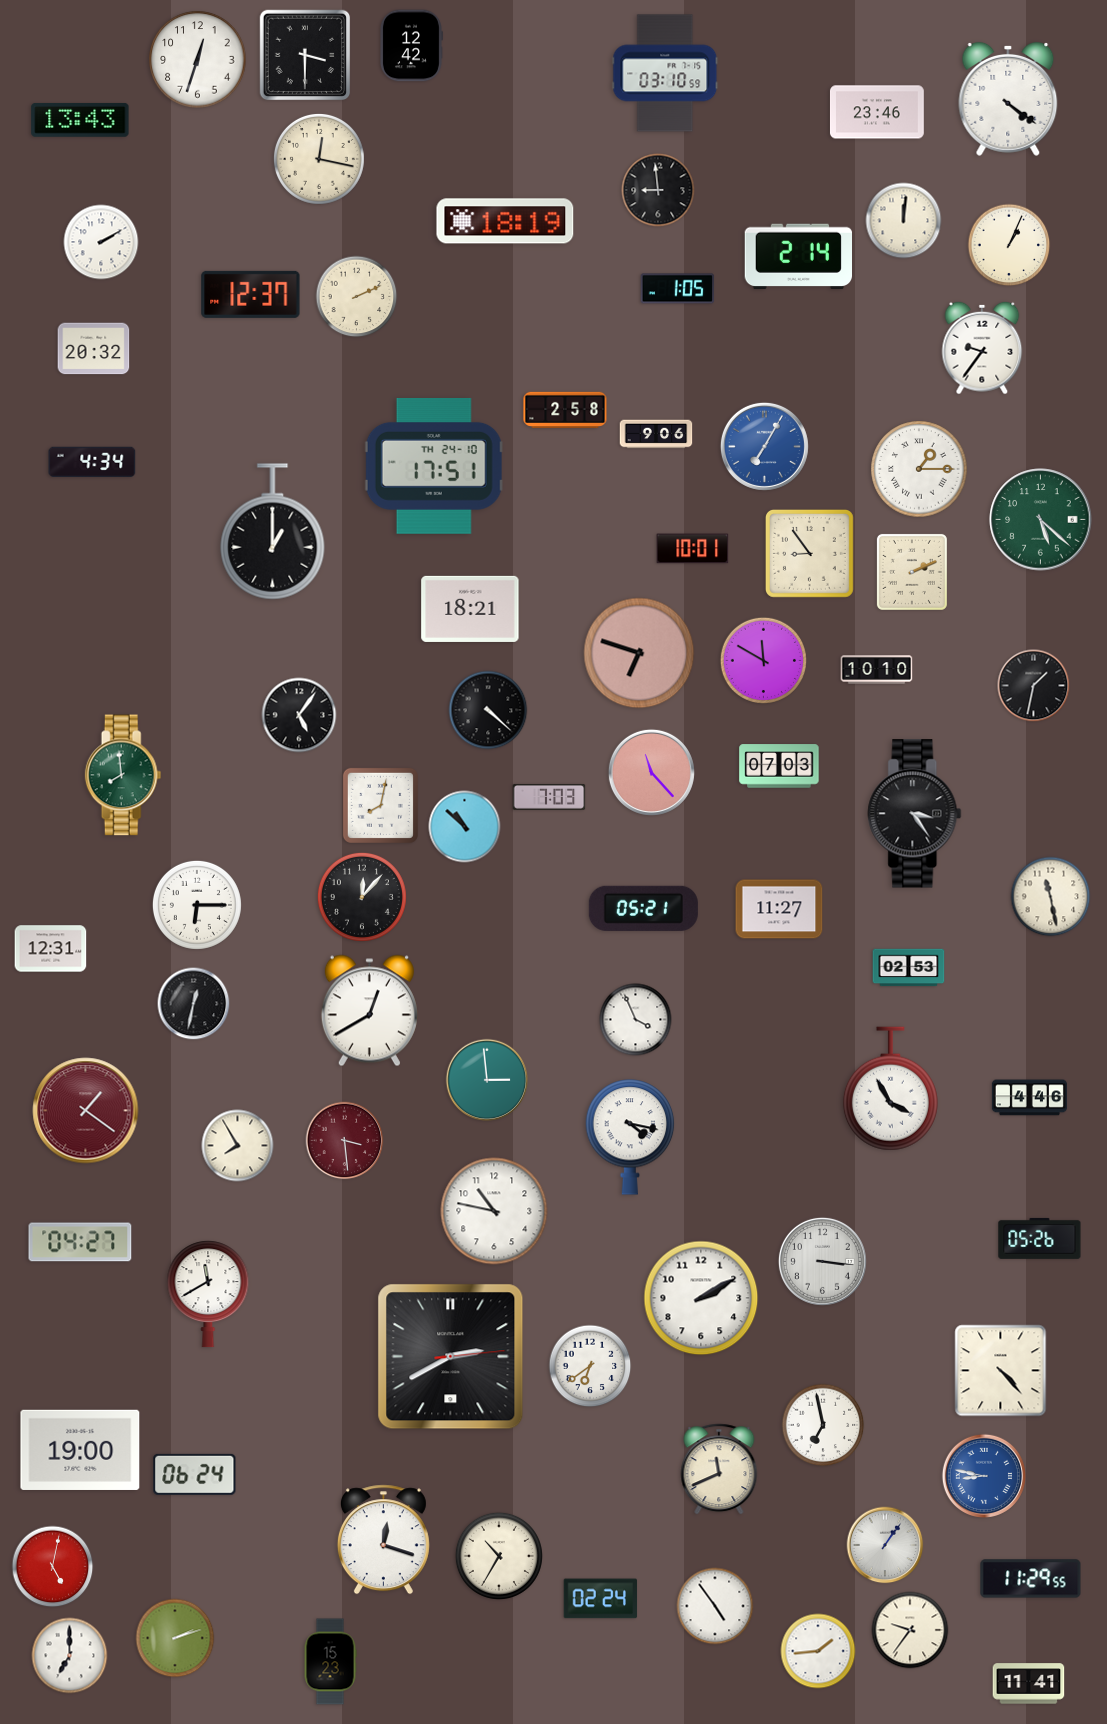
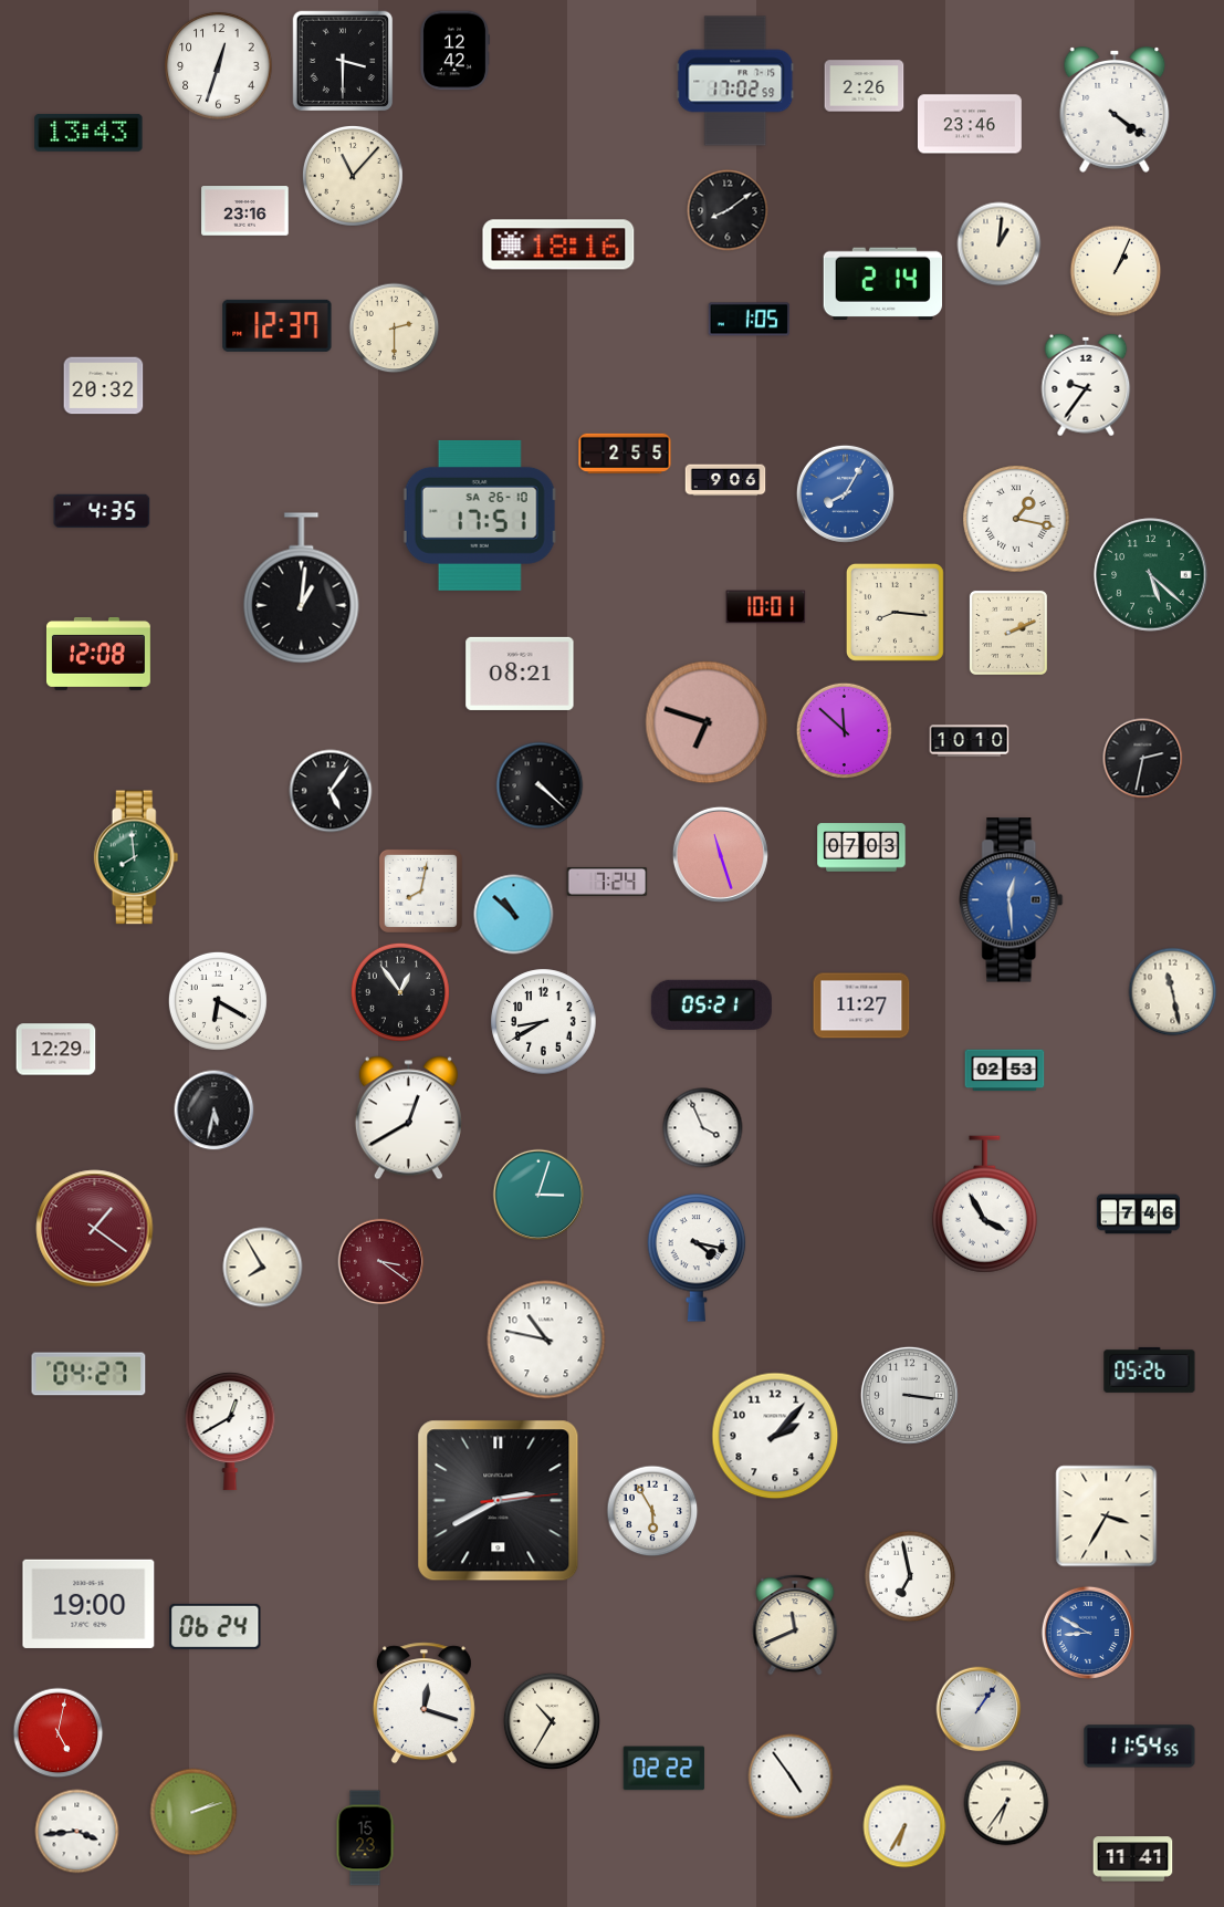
clock at (305, 55) position: (305, 55) -> (343, 61)
clock at (665, 73): 03:10 -> 17:02
clock at (865, 86): none -> 2:26
clock at (319, 159): 12:17 -> 11:07
clock at (658, 190): 8:59 -> 8:09
clock at (245, 211): none -> 23:16
clock at (505, 221): 18:19 -> 18:16
clock at (904, 221): 12:01 -> 1:01
clock at (101, 242): 2:10 -> none
clock at (357, 297): 2:11 -> 2:30
clock at (565, 409): 2:58 -> 2:55
clock at (764, 446): 7:05 -> 8:05
clock at (92, 462): 4:34 -> 4:35
clock at (434, 466) date: TH 24-10 -> SA 26-10
clock at (919, 469): 1:15 -> 1:17
clock at (273, 532): 1:00 -> 1:01
clock at (809, 553): 8:54 -> 8:16
clock at (98, 654): none -> 12:08
clock at (470, 609): 18:21 -> 08:21
clock at (763, 660): 11:50 -> 11:52
clock at (1034, 686): 1:32 -> 2:32
clock at (651, 772): 11:23 -> 11:27
clock at (549, 797): 7:03 -> 7:24
clock at (915, 814): 3:24 -> 12:29
clock at (915, 814) dial: black -> blue
clock at (362, 897): 12:07 -> 12:54
clock at (1051, 897) position: (1051, 897) -> (1173, 992)
clock at (197, 905): 6:15 -> 6:20
clock at (544, 1022): none -> 8:40
clock at (51, 949): 12:31 -> 12:29
clock at (194, 1004): 12:32 -> 5:32
clock at (487, 1080): 2:59 -> 3:03
clock at (1029, 1098): 4:46 -> 7:46
clock at (345, 1141): 3:29 -> 3:21
clock at (208, 1294): 11:40 -> 12:40
clock at (701, 1298): 2:10 -> 2:07
clock at (590, 1366): 6:39 -> 5:55
clock at (1001, 1371): 4:23 -> 3:35
clock at (195, 1474) position: (195, 1474) -> (216, 1626)
clock at (983, 1475): 8:47 -> 8:50
clock at (1031, 1579): 11:29 -> 11:54
clock at (601, 1599): 02:24 -> 02:22
clock at (910, 1630): 9:36 -> 6:36
clock at (818, 1651): 1:44 -> 6:35
clock at (70, 1656): 7:00 -> 3:44
clock at (1029, 1684) position: (1029, 1684) -> (1133, 1859)
